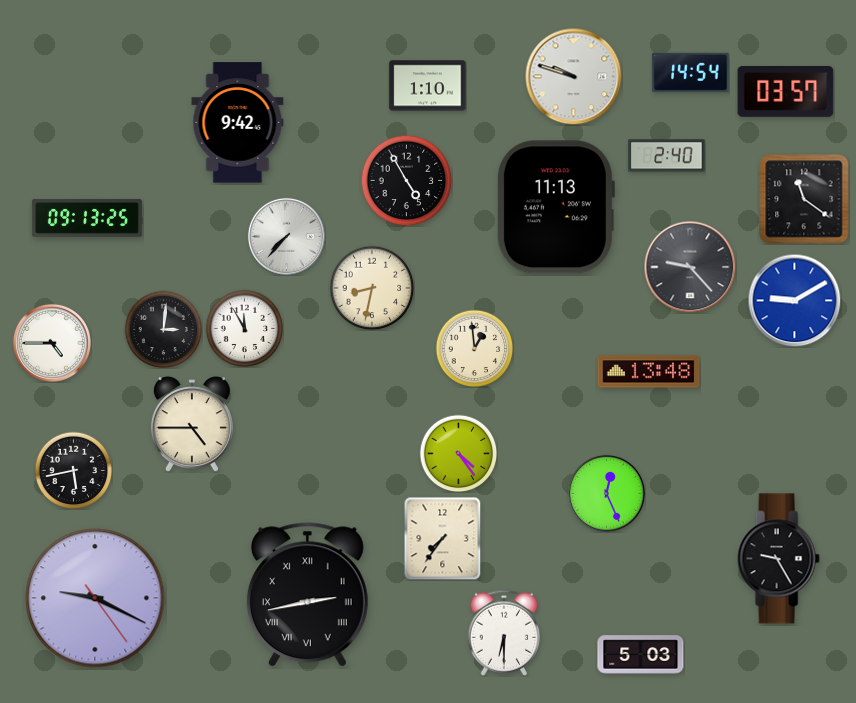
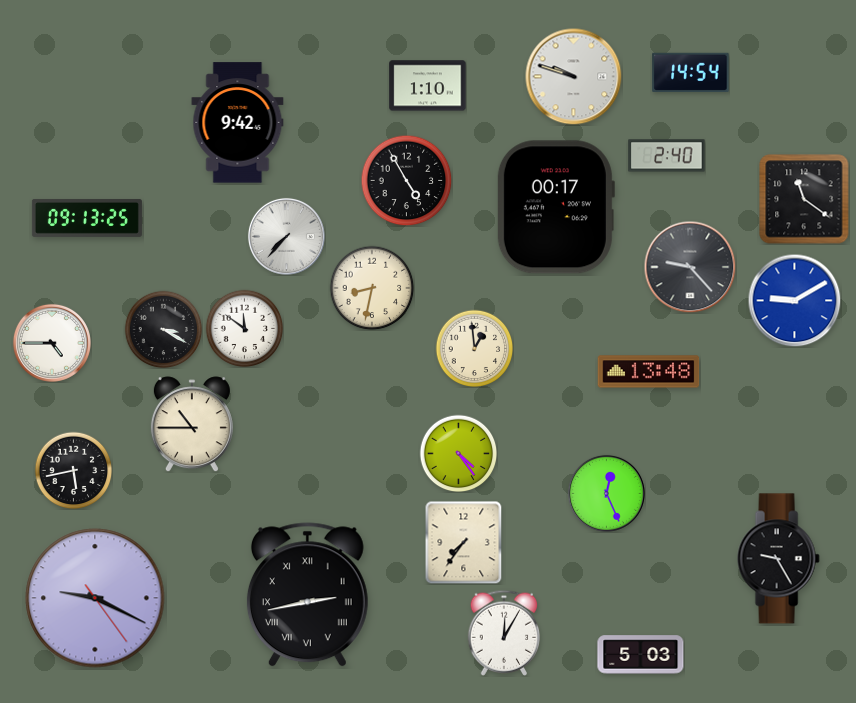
clock at (786, 92): 03:57 -> none
clock at (555, 207): 11:13 -> 00:17
clock at (244, 328): 11:55 -> 11:51
clock at (163, 329): 3:01 -> 3:20
clock at (192, 424): 4:45 -> 10:45
clock at (443, 538) position: (443, 538) -> (464, 542)
clock at (504, 633): 6:30 -> 12:05
